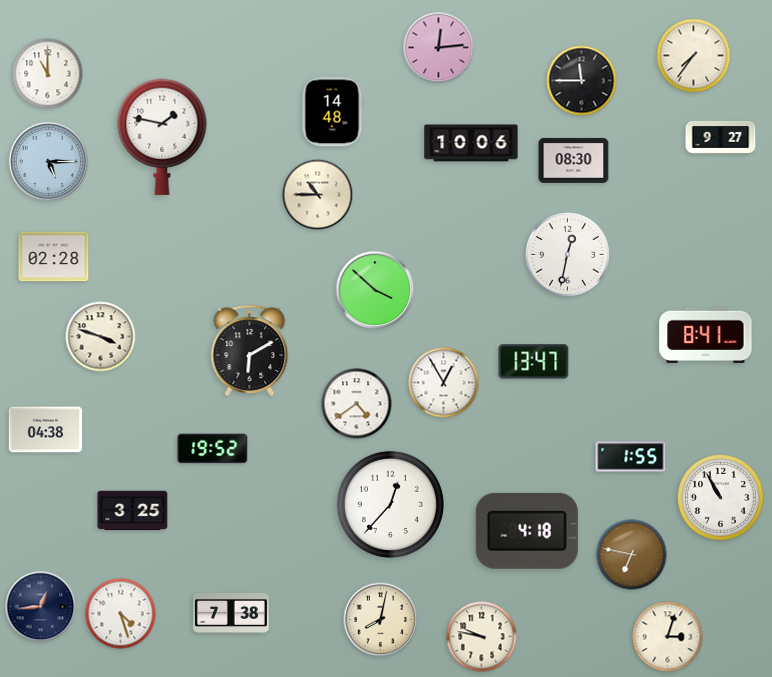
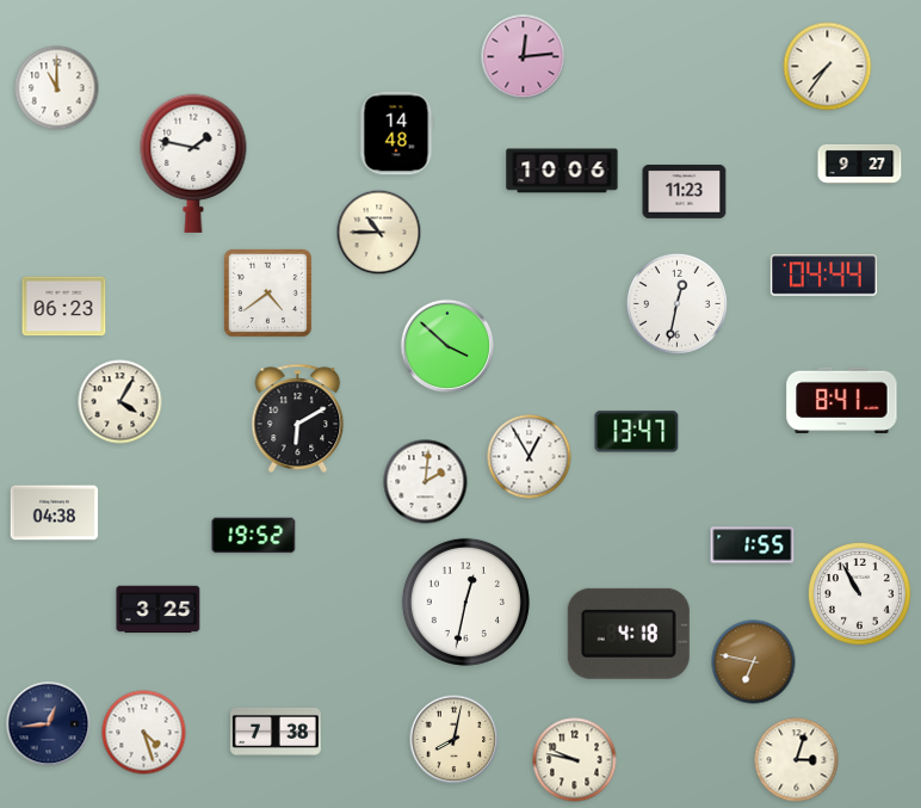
clock at (582, 81): 11:45 -> none
clock at (574, 160): 08:30 -> 11:23
clock at (48, 161): 5:15 -> none
clock at (823, 276): none -> 04:44
clock at (267, 292): none -> 4:39
clock at (54, 257): 02:28 -> 06:23
clock at (101, 337): 3:48 -> 4:05
clock at (357, 404): 4:39 -> 2:01
clock at (390, 504): 12:37 -> 12:32
